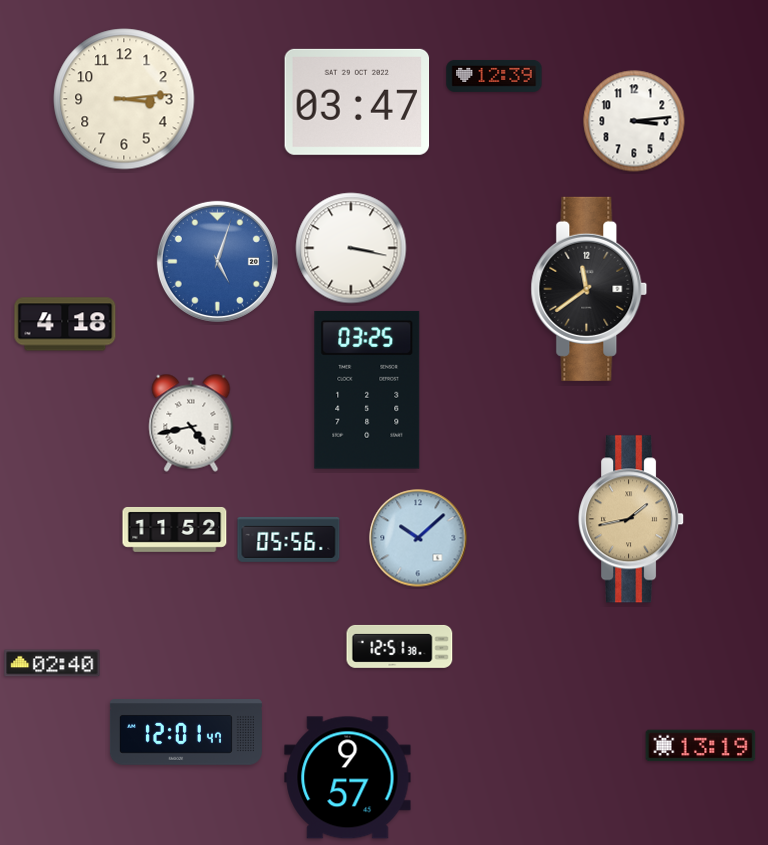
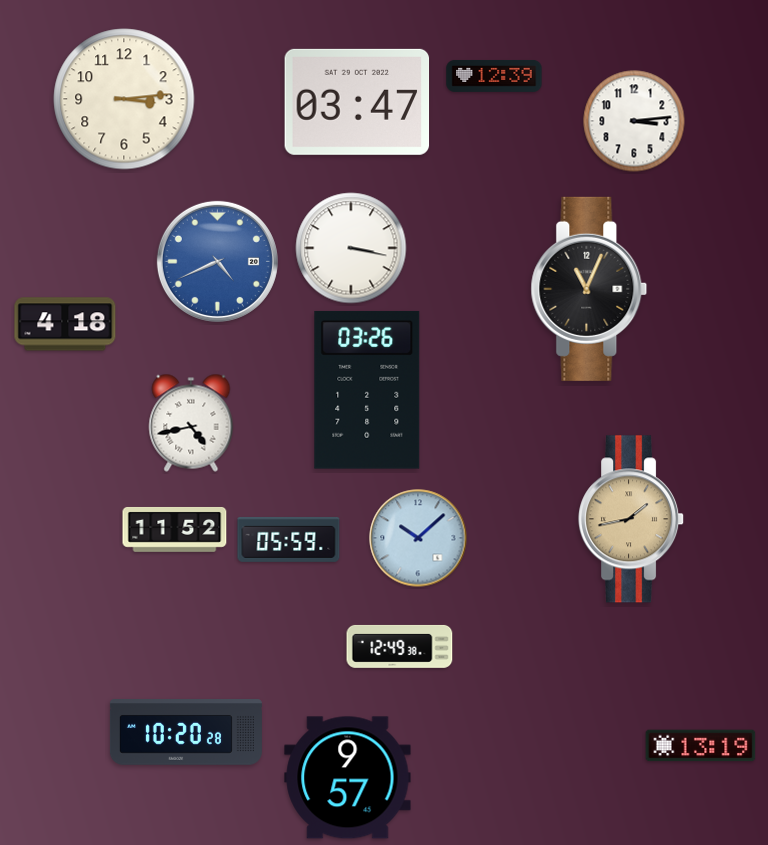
clock at (217, 261): 5:03 -> 4:41
clock at (589, 289): 11:39 -> 11:04
clock at (367, 390): 03:25 -> 03:26
clock at (289, 539): 05:56 -> 05:59
clock at (400, 646): 12:51 -> 12:49
clock at (52, 663): 02:40 -> none
clock at (186, 733): 12:01 -> 10:20
